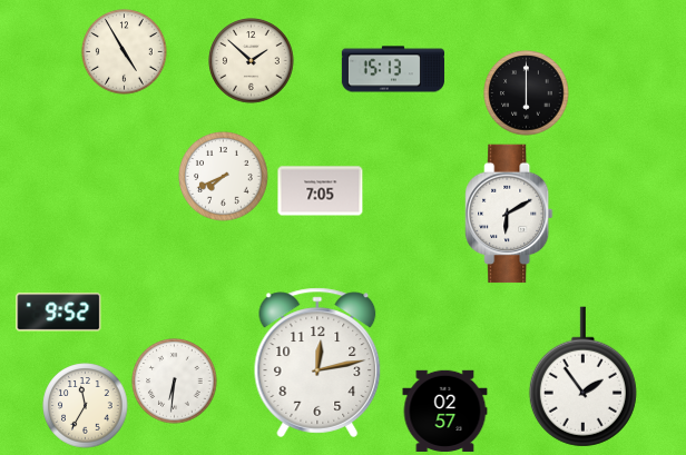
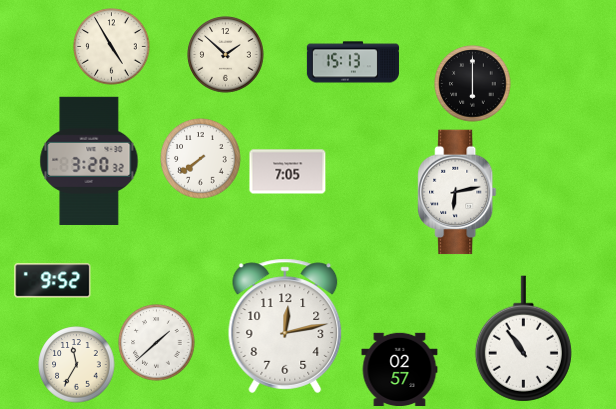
clock at (224, 177): 7:41 -> 7:39
clock at (89, 161): none -> 3:20
clock at (509, 214): 6:10 -> 6:13
clock at (582, 377): 1:54 -> 10:54
clock at (175, 382): 6:31 -> 1:38
